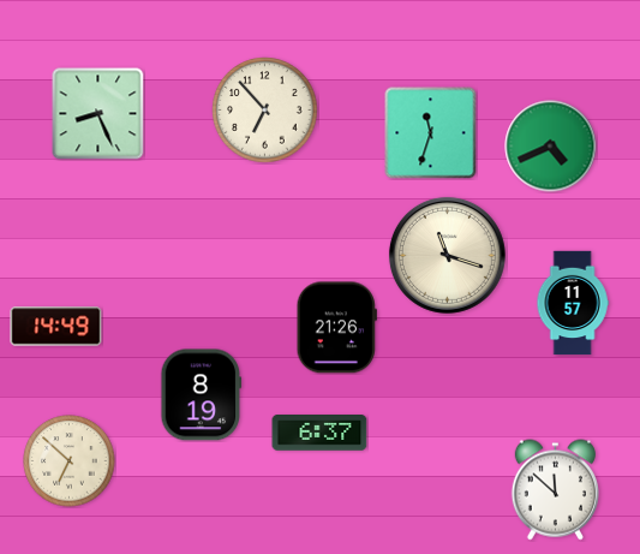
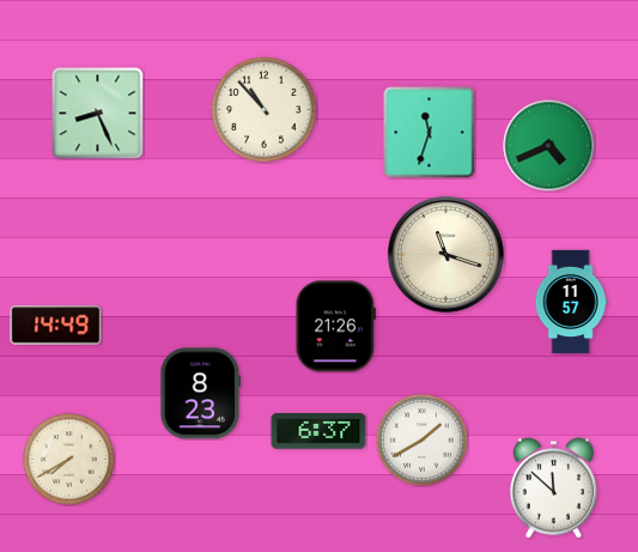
clock at (265, 111): 6:53 -> 10:53
clock at (202, 395): 8:19 -> 8:23
clock at (423, 441): none -> 1:40
clock at (70, 461): 6:52 -> 7:40
